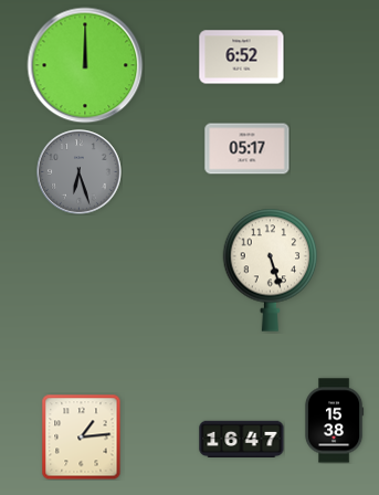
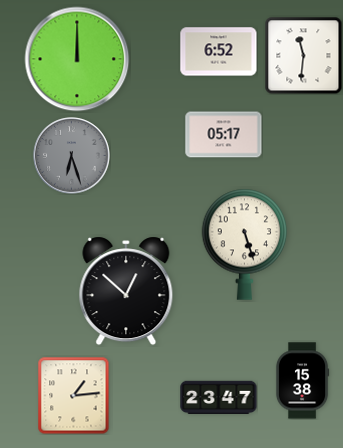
clock at (303, 55): none -> 11:31
clock at (126, 291): none -> 12:52
clock at (242, 439): 16:47 -> 23:47
